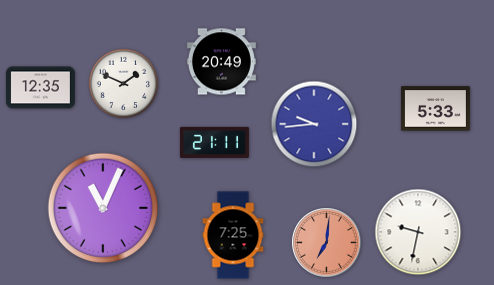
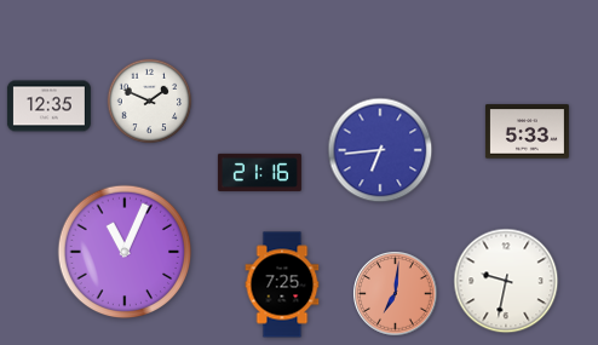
clock at (221, 62): 20:49 -> none
clock at (314, 124): 9:44 -> 6:44
clock at (214, 142): 21:11 -> 21:16
